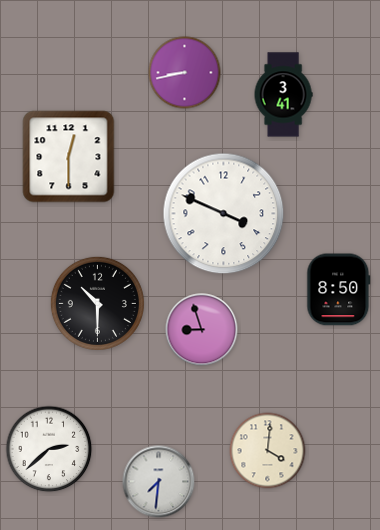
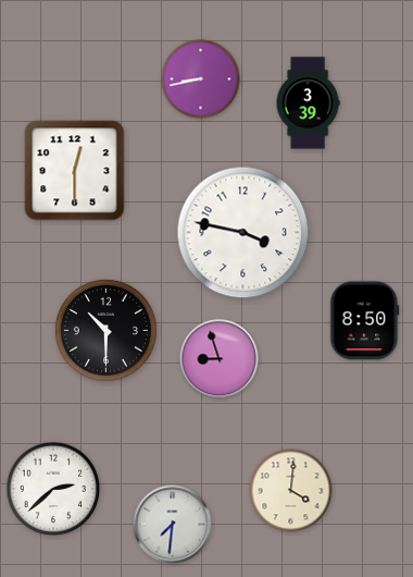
clock at (283, 95): 3:41 -> 3:39
clock at (224, 214): 3:49 -> 3:47
clock at (339, 290) position: (339, 290) -> (365, 321)
